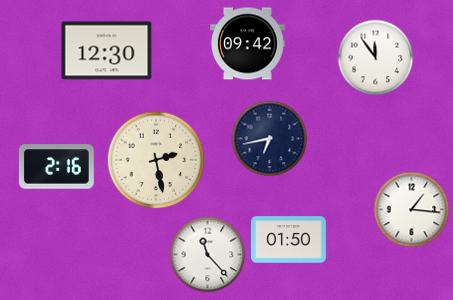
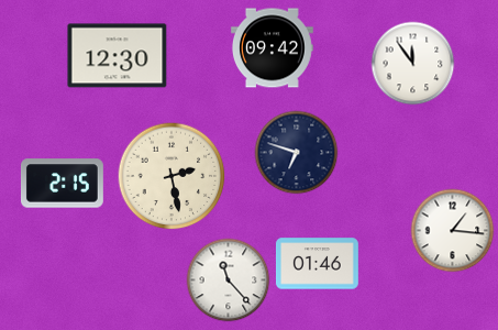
clock at (270, 139): 6:43 -> 6:48
clock at (56, 167): 2:16 -> 2:15
clock at (288, 240): 01:50 -> 01:46
